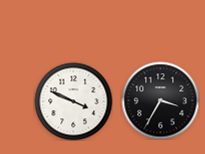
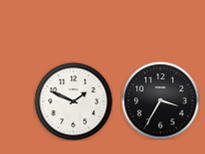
clock at (73, 101): 3:49 -> 1:49
